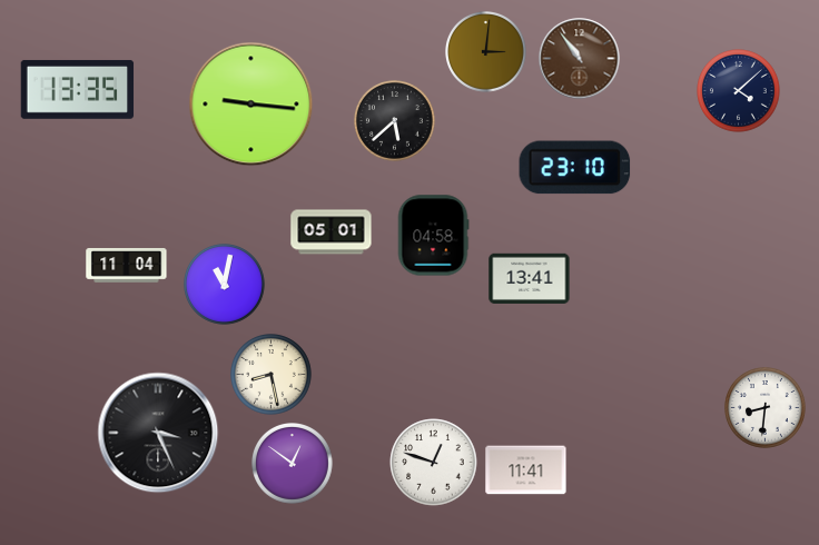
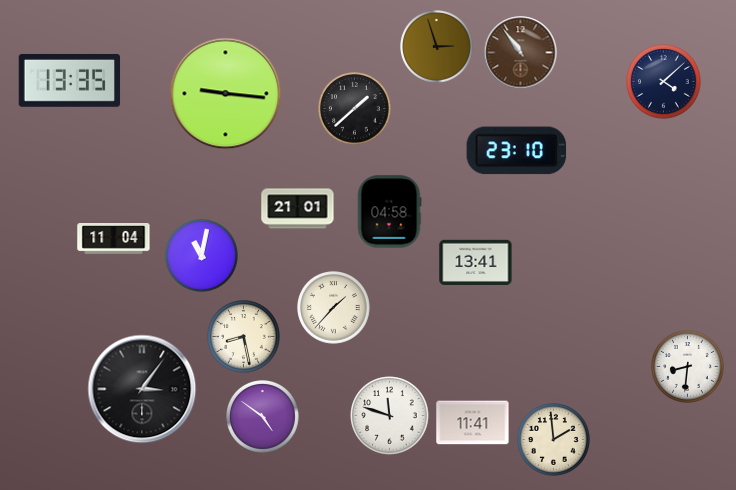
clock at (486, 52): 3:01 -> 2:57
clock at (395, 121): 5:38 -> 1:38
clock at (332, 232): 05:01 -> 21:01
clock at (530, 278) position: (530, 278) -> (476, 262)
clock at (334, 308): none -> 1:37
clock at (158, 433): 3:26 -> 3:06
clock at (434, 463): 12:48 -> 11:48
clock at (293, 464): 12:51 -> 4:51
clock at (554, 440): none -> 1:59
